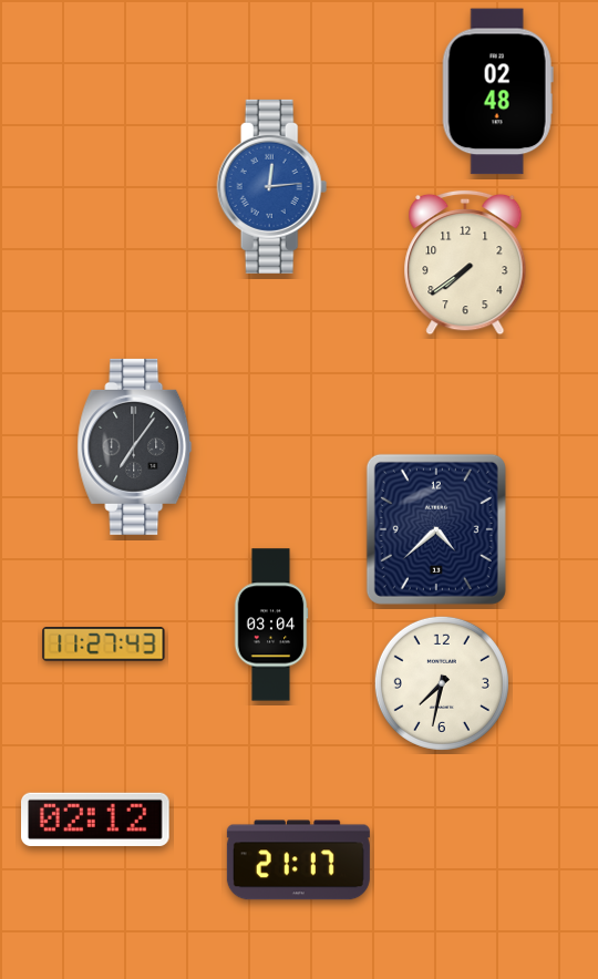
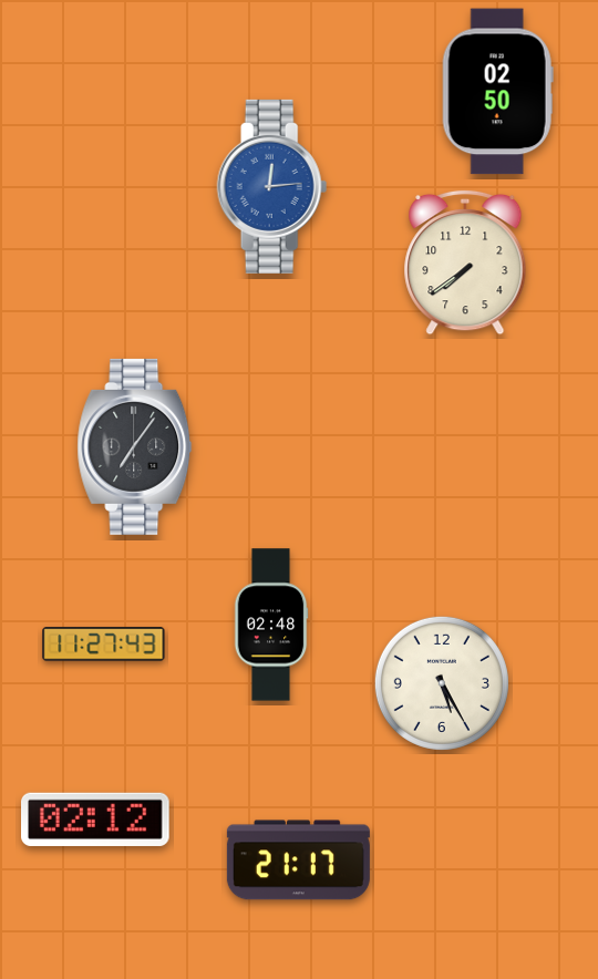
clock at (497, 92): 02:48 -> 02:50
clock at (436, 529): 4:38 -> none
clock at (271, 625): 03:04 -> 02:48
clock at (442, 683): 7:32 -> 5:25
